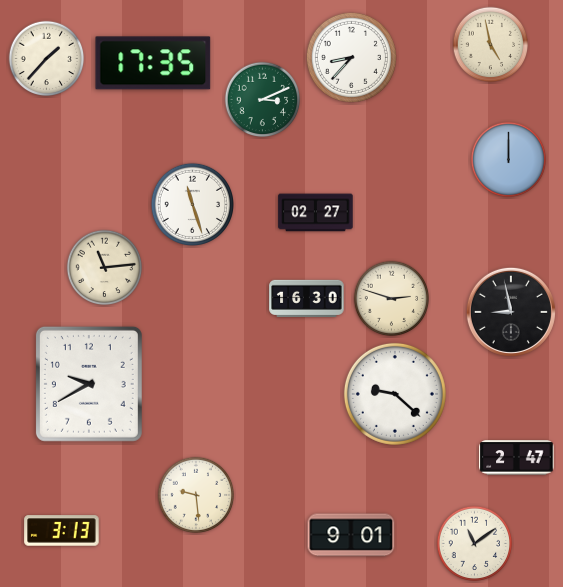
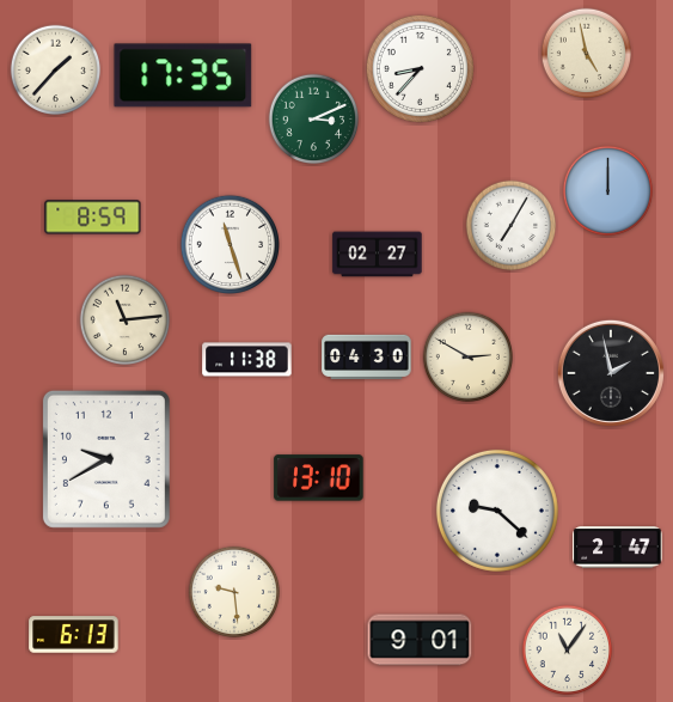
clock at (93, 218): none -> 8:59
clock at (512, 226): none -> 7:05
clock at (307, 298): 16:30 -> 04:30
clock at (392, 299): 2:48 -> 2:50
clock at (247, 360): none -> 11:38
clock at (511, 312): 8:58 -> 1:58
clock at (395, 394) position: (395, 394) -> (497, 511)
clock at (319, 478): none -> 13:10
clock at (62, 531): 3:13 -> 6:13
clock at (475, 544): 11:09 -> 11:06
